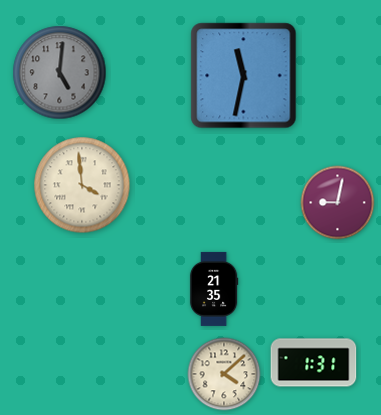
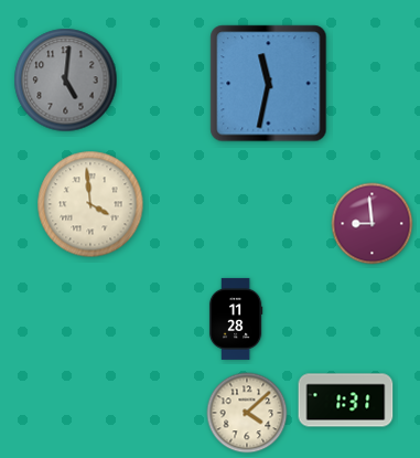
clock at (338, 203): 9:02 -> 8:59
clock at (214, 289): 21:35 -> 11:28
